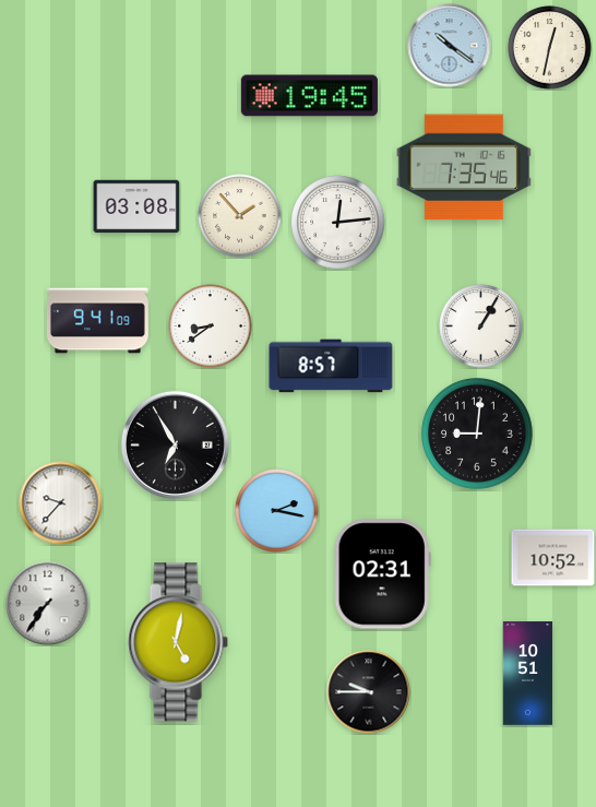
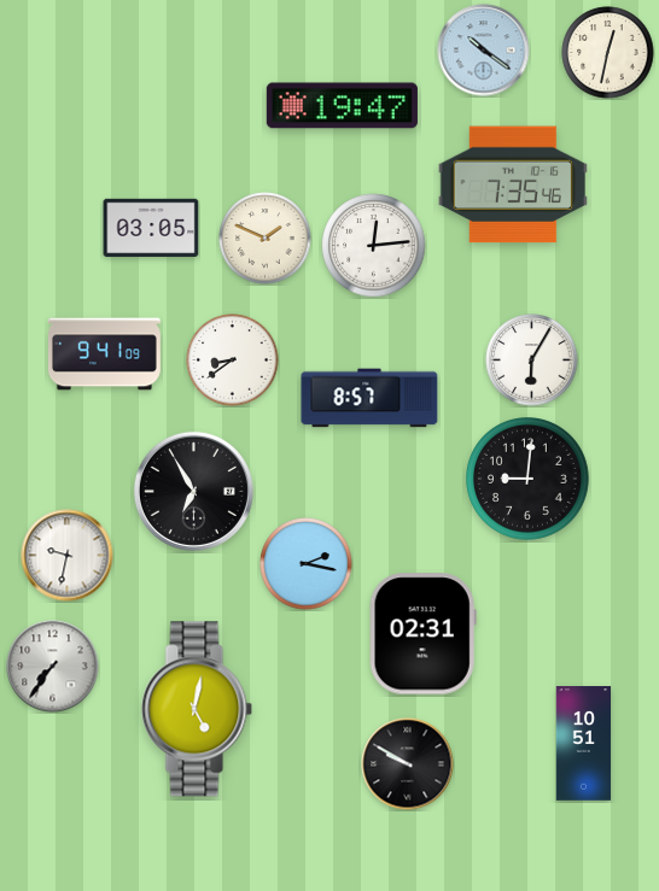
clock at (450, 46) position: (450, 46) -> (484, 51)
clock at (309, 96): 19:45 -> 19:47
clock at (136, 205): 03:08 -> 03:05
clock at (240, 216): 1:53 -> 1:49
clock at (97, 321) position: (97, 321) -> (104, 354)
clock at (481, 327): 1:05 -> 6:05
clock at (331, 366) position: (331, 366) -> (369, 398)
clock at (61, 503): 9:37 -> 9:32
clock at (553, 558): 10:52 -> none
clock at (369, 692): 9:45 -> 9:50
